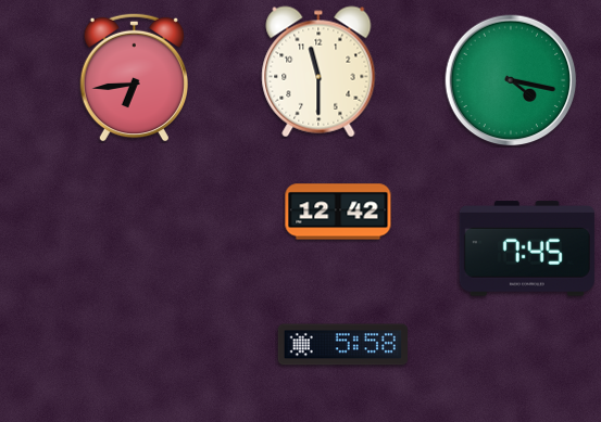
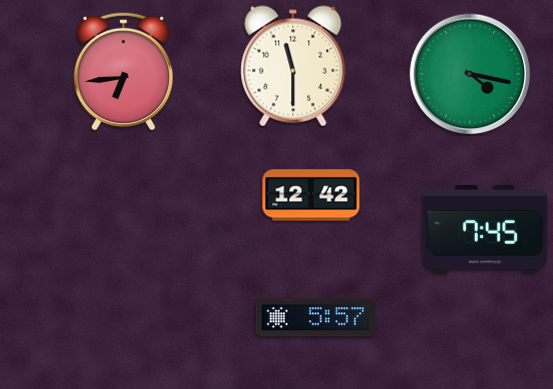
clock at (342, 345): 5:58 -> 5:57
